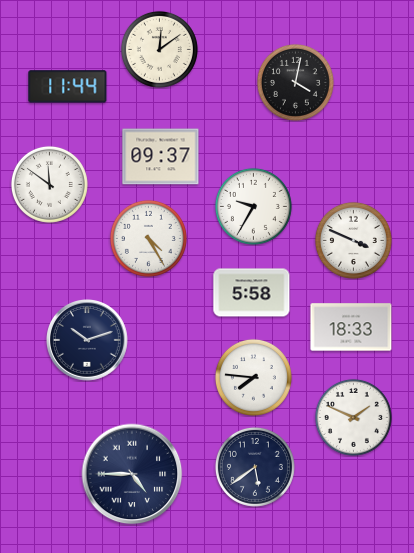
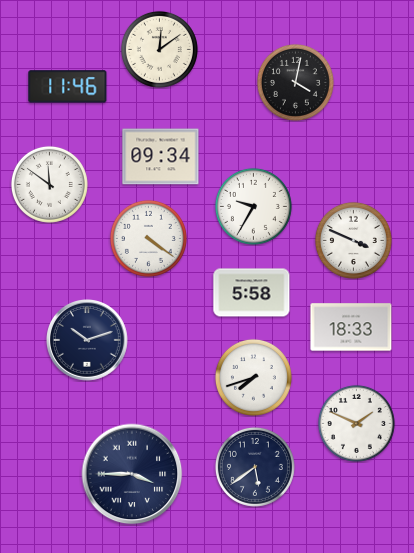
clock at (68, 87): 11:44 -> 11:46
clock at (161, 157): 09:37 -> 09:34
clock at (148, 238): 4:25 -> 4:21
clock at (253, 377): 7:46 -> 7:42
clock at (353, 417) position: (353, 417) -> (356, 423)
clock at (132, 474): 4:45 -> 3:45
